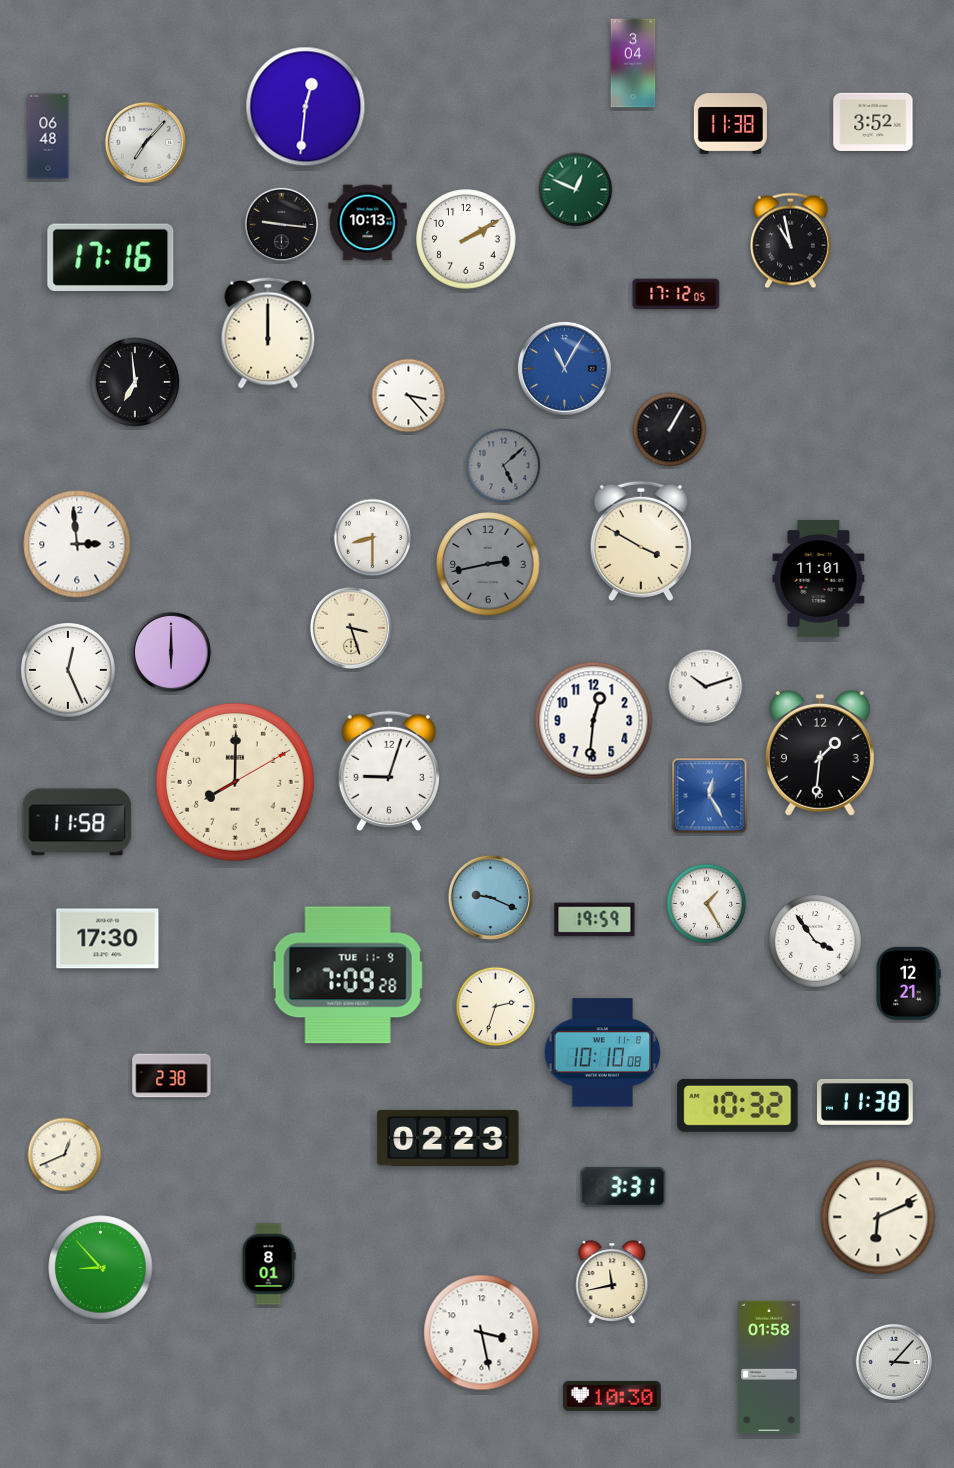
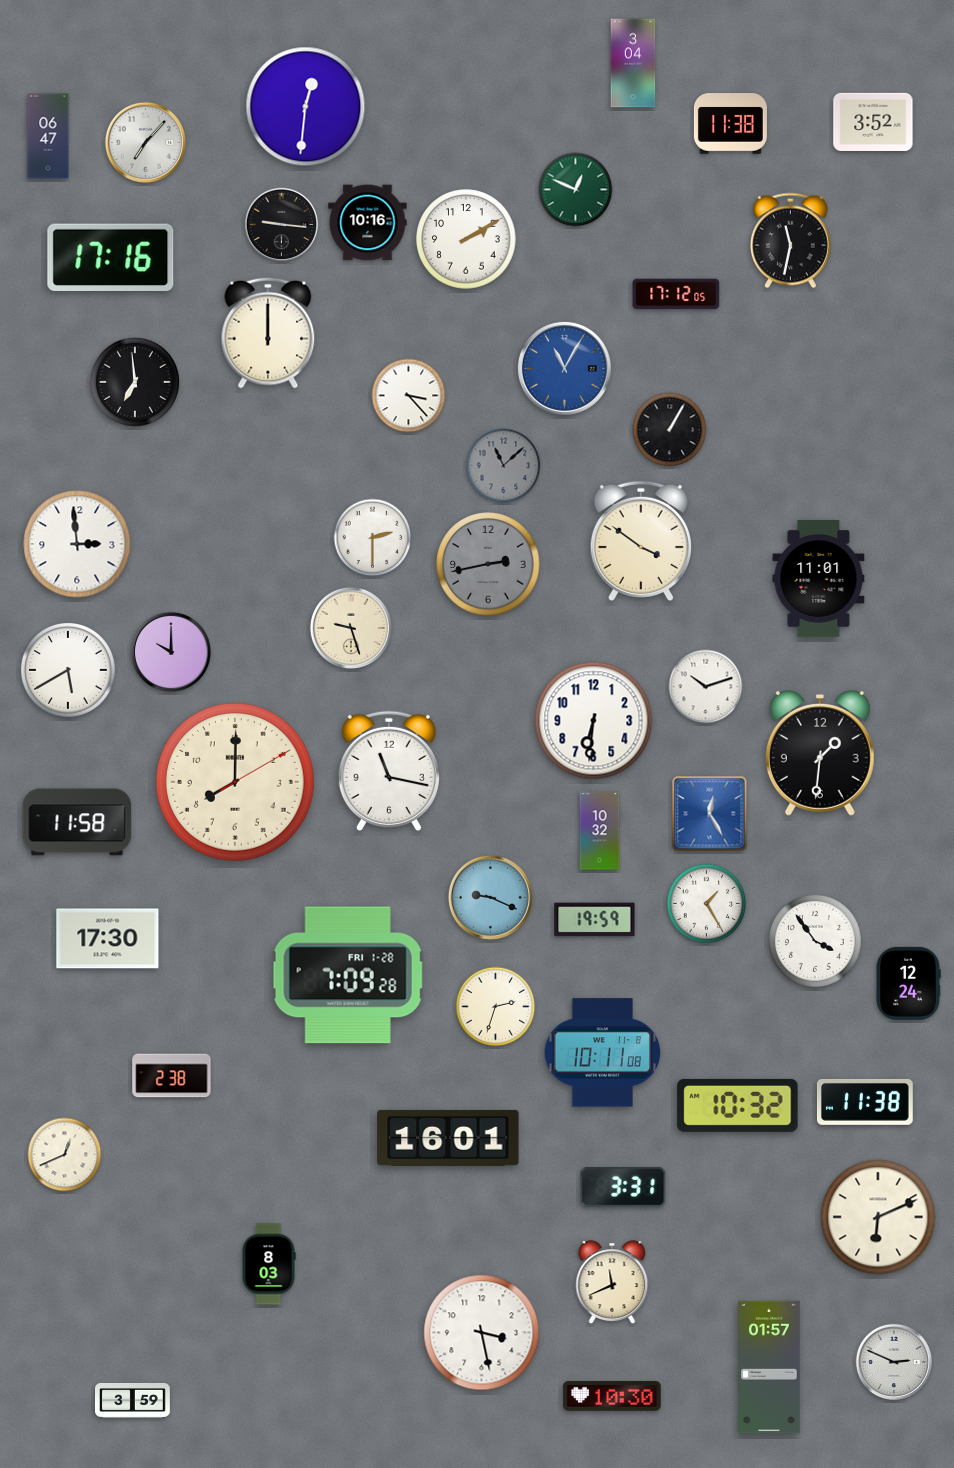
clock at (48, 136): 06:48 -> 06:47
clock at (368, 223): 10:13 -> 10:16
clock at (790, 241): 10:58 -> 11:32
clock at (504, 466): 5:08 -> 11:08
clock at (373, 538): 8:30 -> 2:30
clock at (641, 540): 3:50 -> 3:51
clock at (351, 628): 3:27 -> 9:27
clock at (171, 652): 6:00 -> 10:00
clock at (68, 670): 12:26 -> 5:40
clock at (594, 721): 12:31 -> 6:31
clock at (389, 770): 9:03 -> 11:17
clock at (710, 796) position: (710, 796) -> (710, 814)
clock at (600, 831): none -> 10:32
clock at (348, 975) date: TUE 11-9 -> FRI 1-28
clock at (908, 983): 12:21 -> 12:24
clock at (603, 1053): 10:10 -> 10:11
clock at (448, 1138): 02:23 -> 16:01
clock at (269, 1264): 8:01 -> 8:03
clock at (101, 1268): 8:53 -> none
clock at (612, 1282): 11:43 -> 11:41
clock at (893, 1361): 3:07 -> 2:49
clock at (769, 1367): 01:58 -> 01:57
clock at (133, 1400): none -> 3:59
